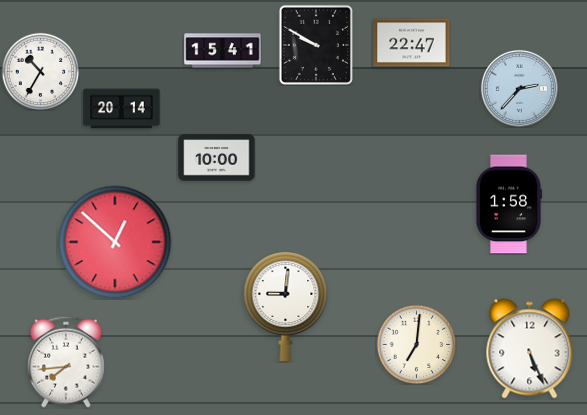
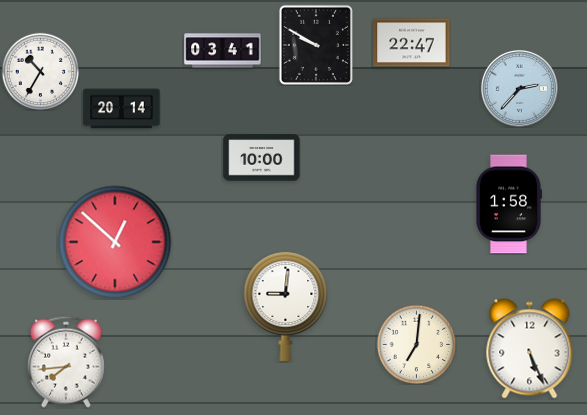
clock at (223, 51): 15:41 -> 03:41
clock at (217, 158) position: (217, 158) -> (262, 158)
